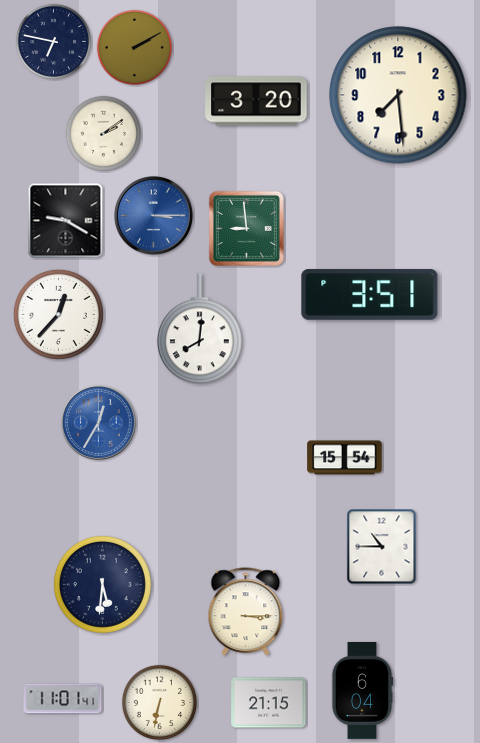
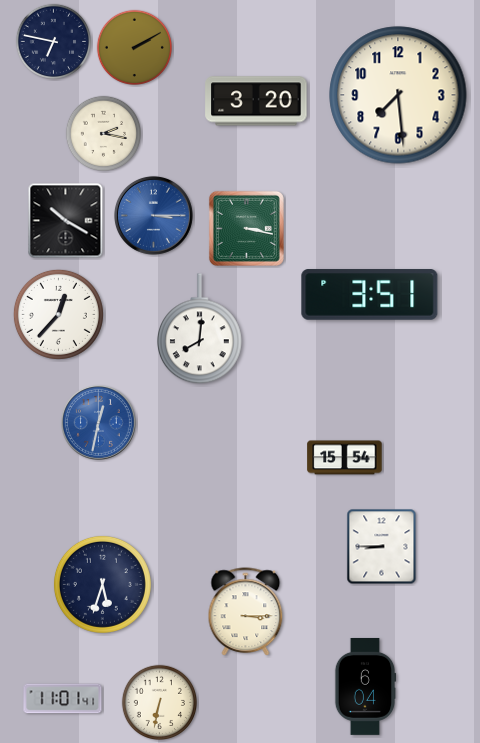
clock at (103, 133): 2:09 -> 2:17
clock at (66, 221): 9:20 -> 10:20
clock at (246, 228): 8:59 -> 3:17
clock at (99, 423): 12:35 -> 12:32
clock at (382, 547): 10:45 -> 8:45
clock at (102, 584): 5:31 -> 5:33
clock at (362, 690) position: (362, 690) -> (365, 686)
clock at (269, 703): 21:15 -> none
